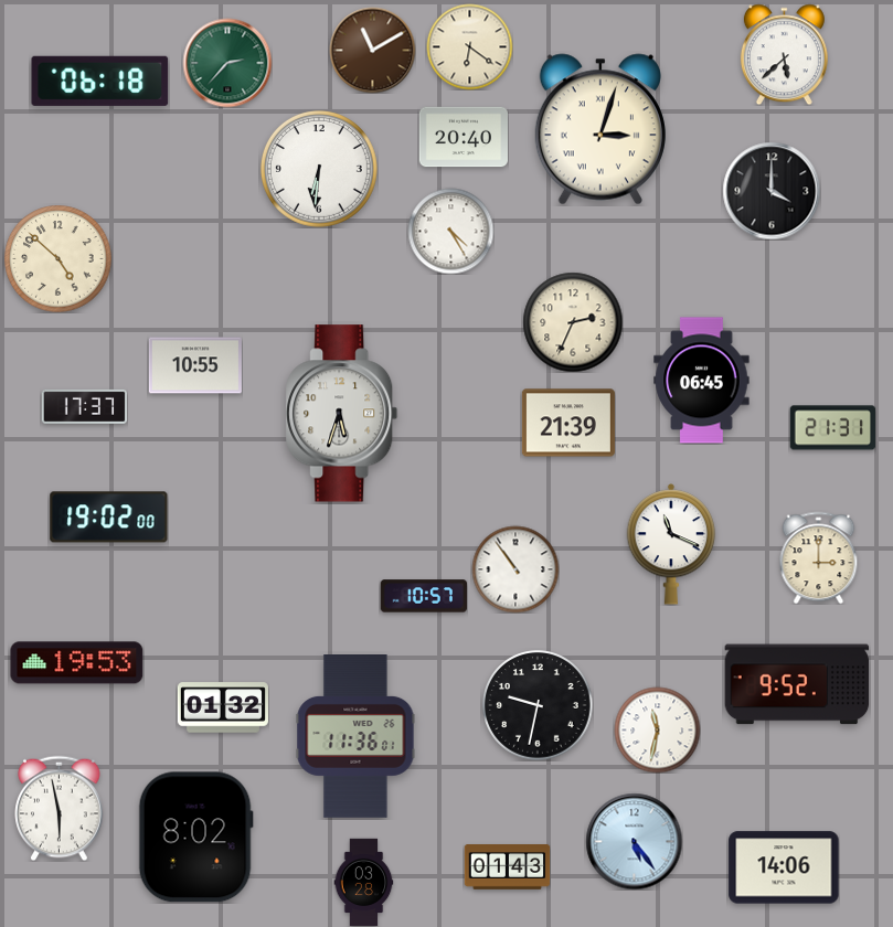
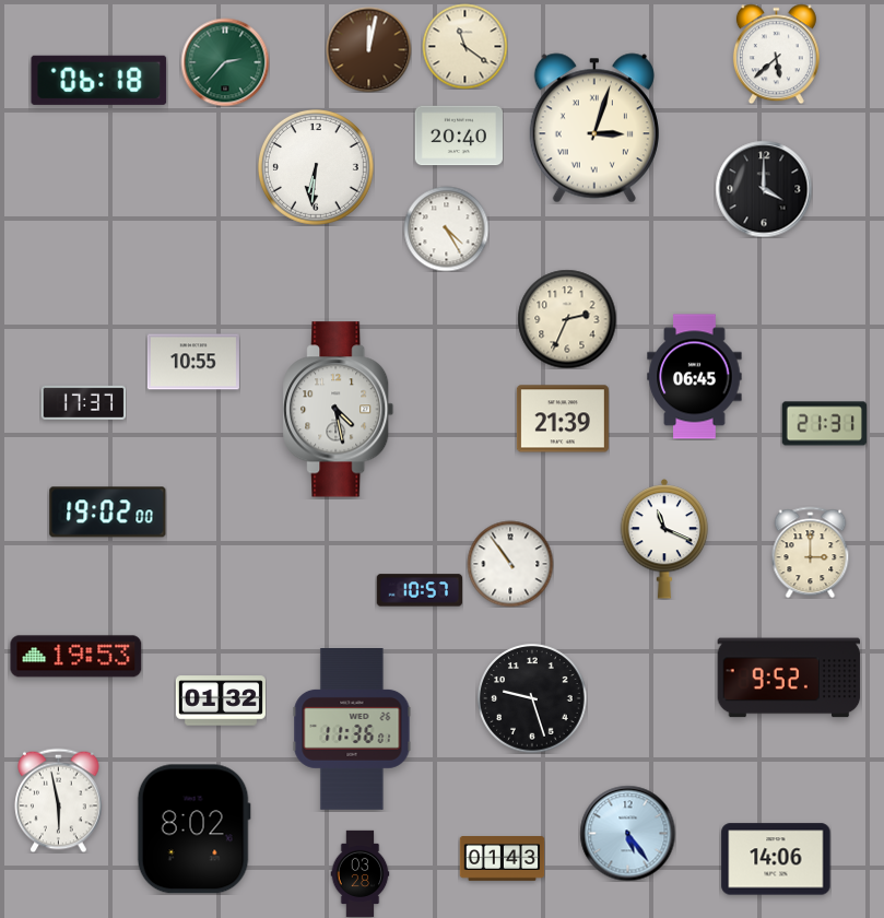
clock at (469, 46): 6:21 -> 11:21
clock at (372, 50): 11:10 -> 12:02
clock at (59, 259): 4:52 -> none
clock at (342, 414): 5:33 -> 4:28
clock at (538, 705): 9:32 -> 9:27
clock at (657, 729): 11:32 -> none
